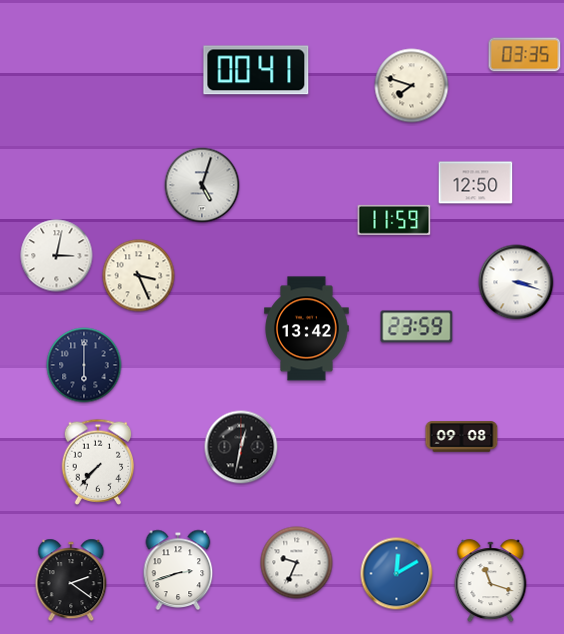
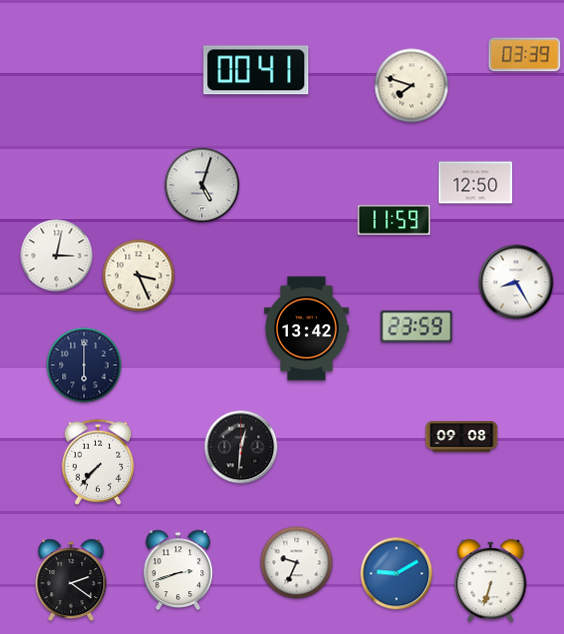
clock at (525, 55): 03:35 -> 03:39
clock at (516, 282): 3:18 -> 8:25
clock at (241, 447): 12:32 -> 12:31
clock at (397, 574): 12:10 -> 9:10
clock at (491, 581): 11:18 -> 6:33
